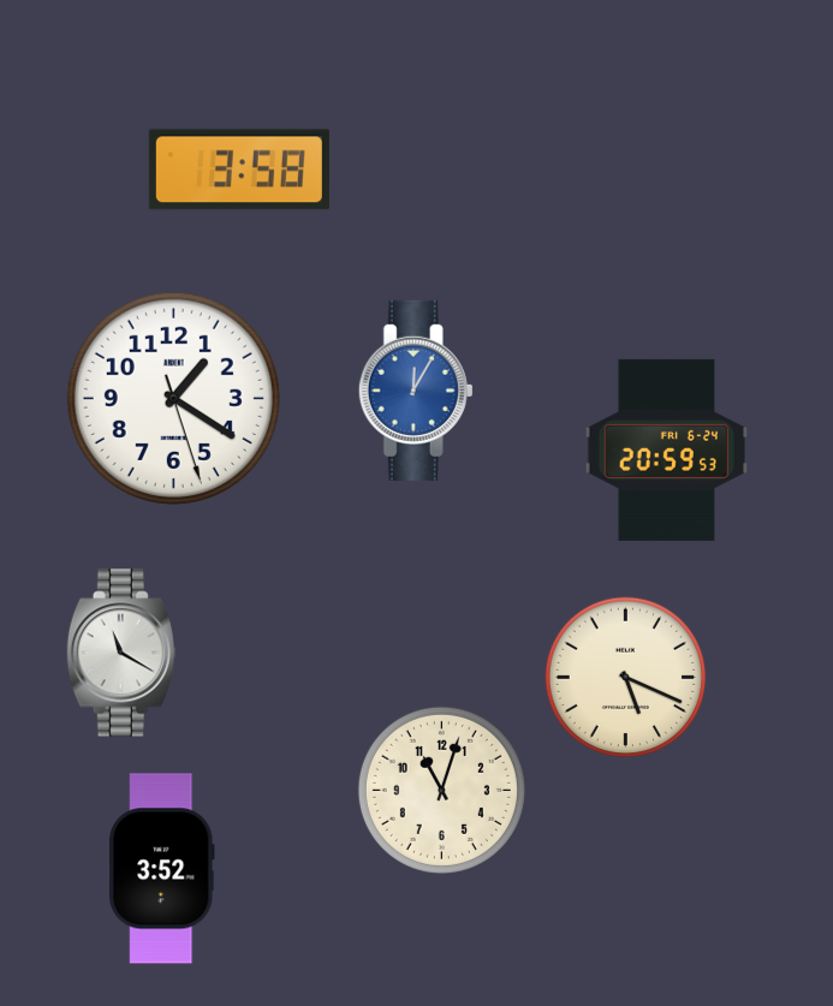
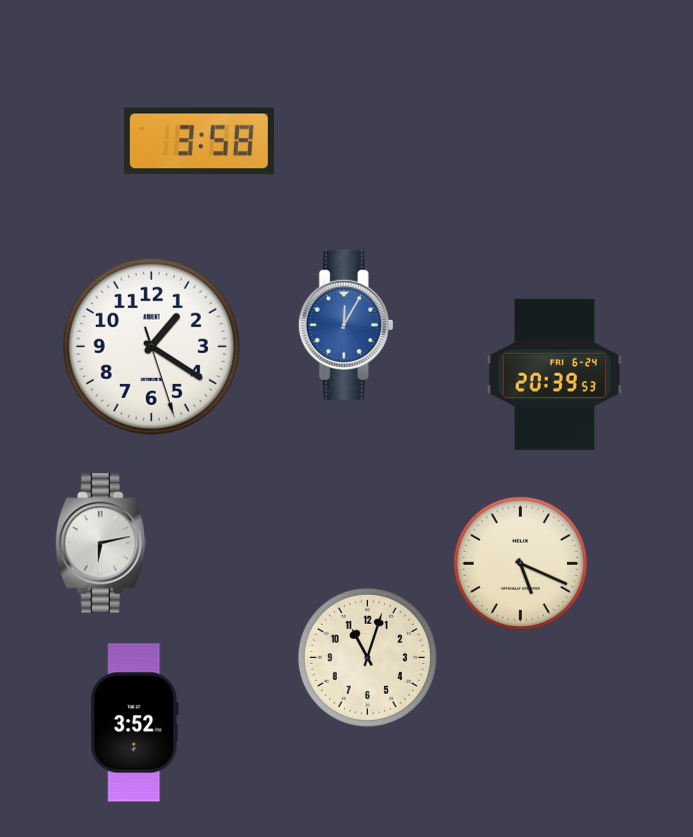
clock at (173, 398) position: (173, 398) -> (151, 346)
clock at (666, 450): 20:59 -> 20:39
clock at (121, 653): 11:20 -> 6:13
